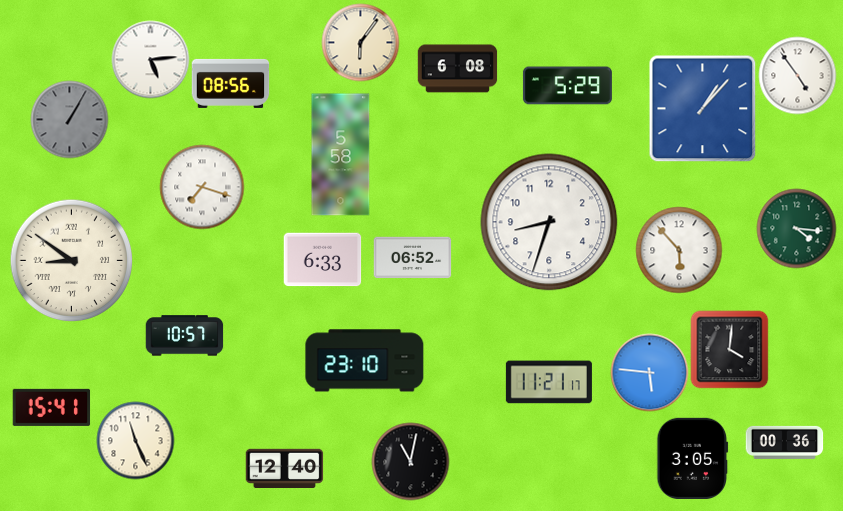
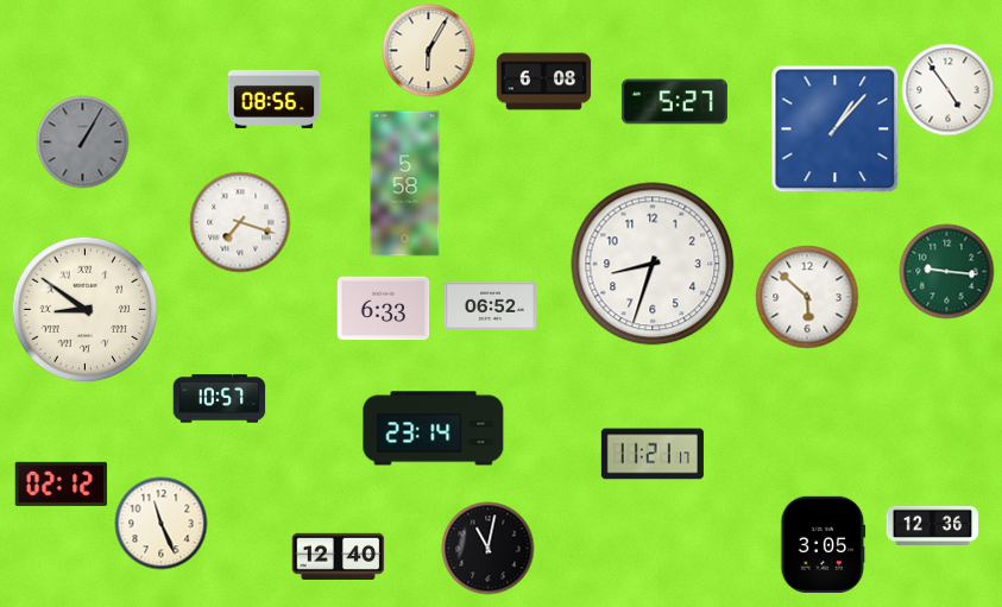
clock at (360, 42): 6:06 -> 6:05
clock at (150, 59): 5:14 -> none
clock at (567, 86): 5:29 -> 5:27
clock at (796, 228): 4:16 -> 9:16
clock at (679, 250): 5:53 -> 5:52
clock at (729, 349): 4:01 -> none
clock at (365, 361): 23:10 -> 23:14
clock at (649, 372): 5:46 -> none
clock at (51, 407): 15:41 -> 02:12
clock at (784, 442): 00:36 -> 12:36
